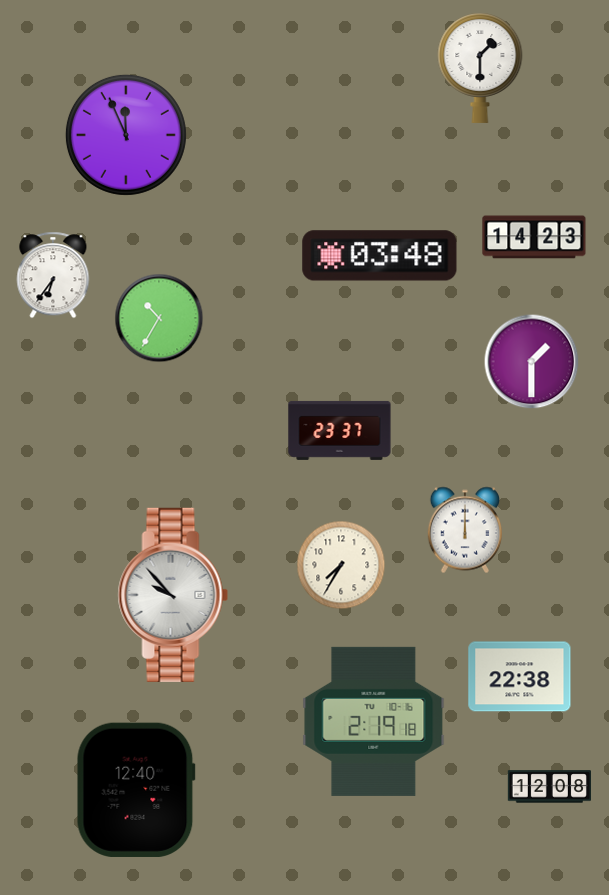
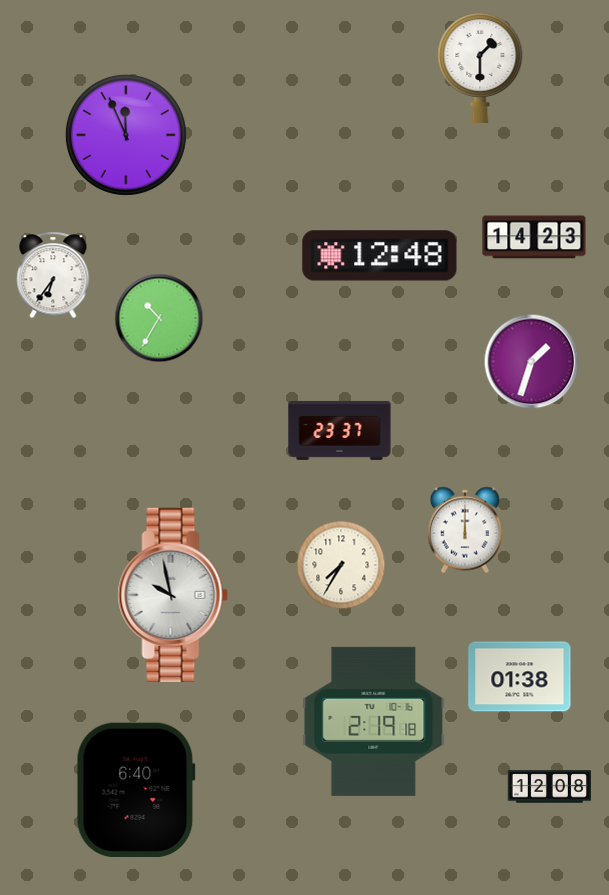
clock at (380, 256): 03:48 -> 12:48
clock at (532, 362): 1:30 -> 1:33
clock at (173, 595): 9:53 -> 9:58
clock at (520, 677): 22:38 -> 01:38
clock at (136, 790): 12:40 -> 6:40
